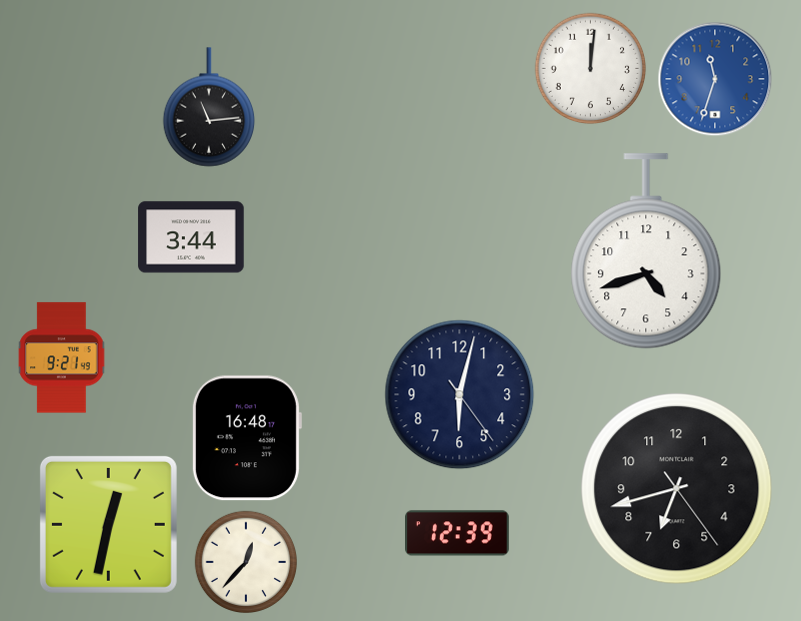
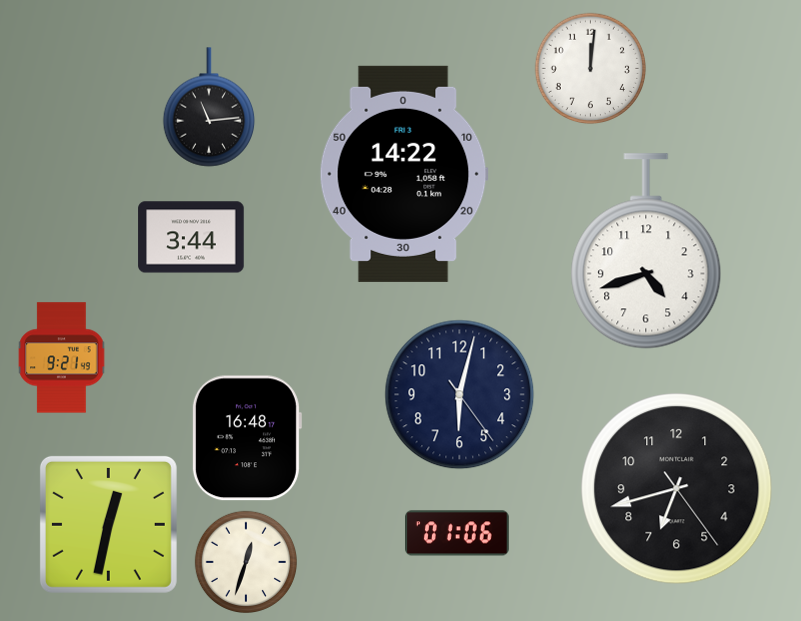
clock at (715, 79): 11:33 -> none
clock at (404, 174): none -> 14:22
clock at (458, 533): 12:39 -> 01:06
clock at (245, 561): 12:37 -> 12:33
